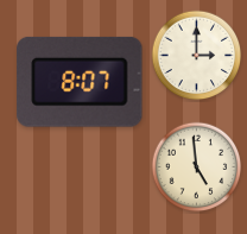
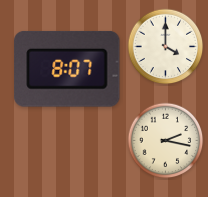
clock at (197, 56): 3:00 -> 4:00
clock at (197, 167): 4:59 -> 2:17
